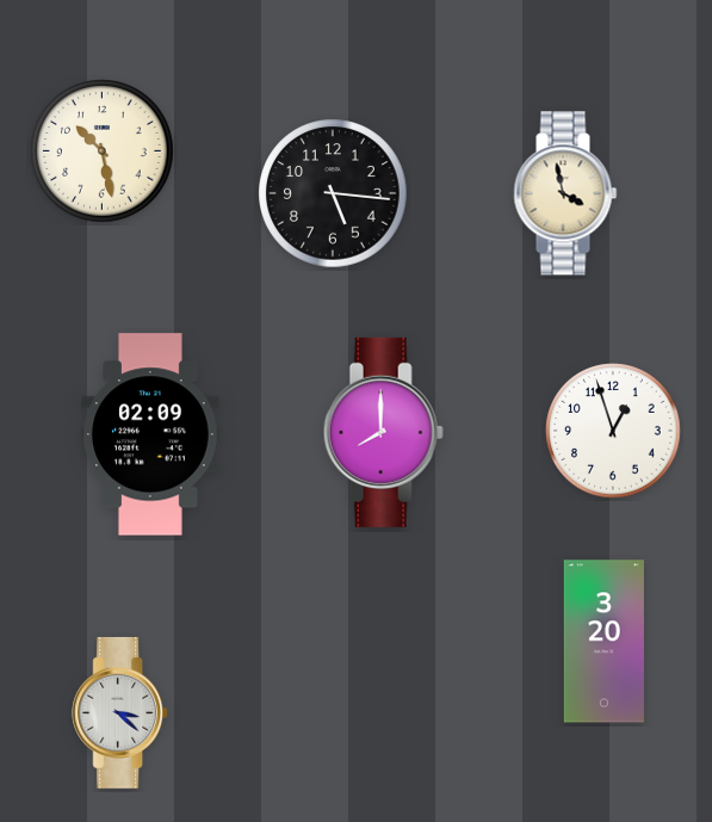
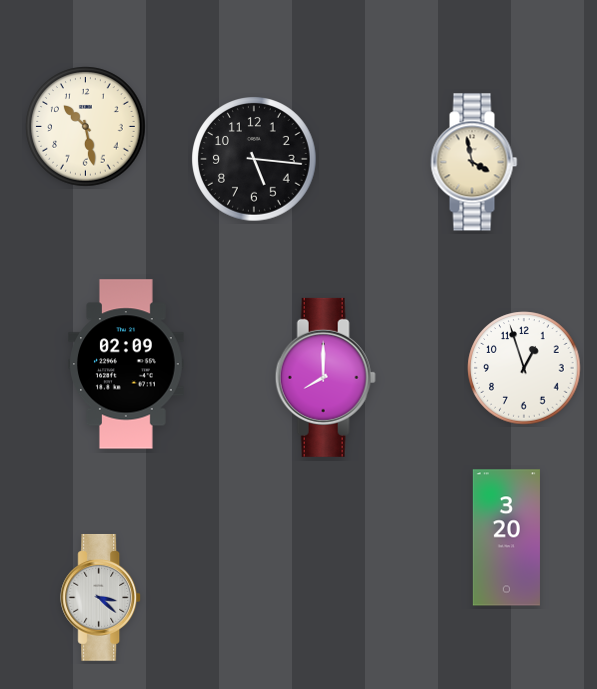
clock at (333, 193) position: (333, 193) -> (254, 159)
clock at (613, 431) position: (613, 431) -> (524, 368)
clock at (383, 432) position: (383, 432) -> (325, 377)
